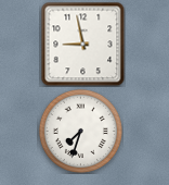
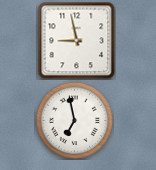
clock at (80, 131): 7:33 -> 6:58
